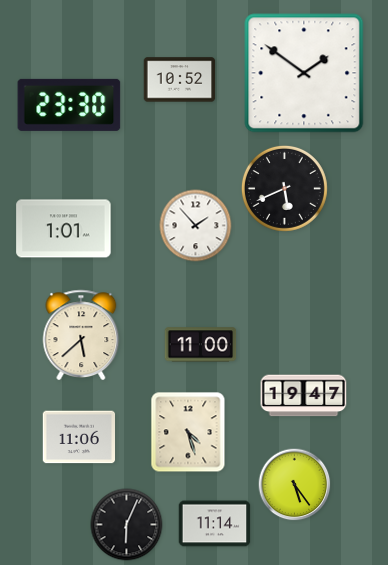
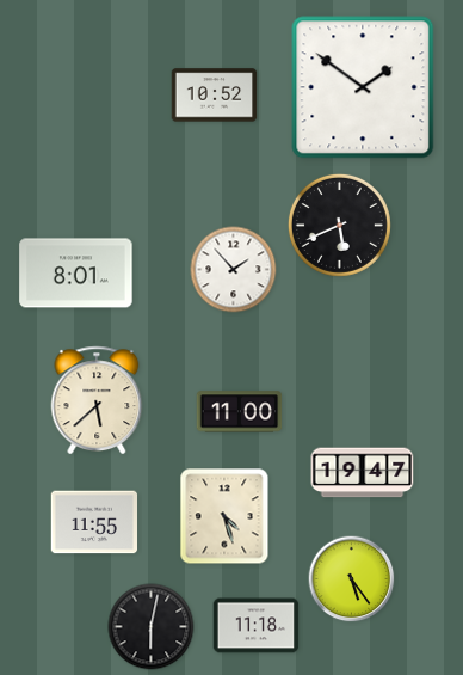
clock at (69, 105): 23:30 -> none
clock at (64, 229): 1:01 -> 8:01
clock at (79, 437): 11:06 -> 11:55
clock at (215, 524): 11:14 -> 11:18
clock at (127, 525): 6:04 -> 6:02
